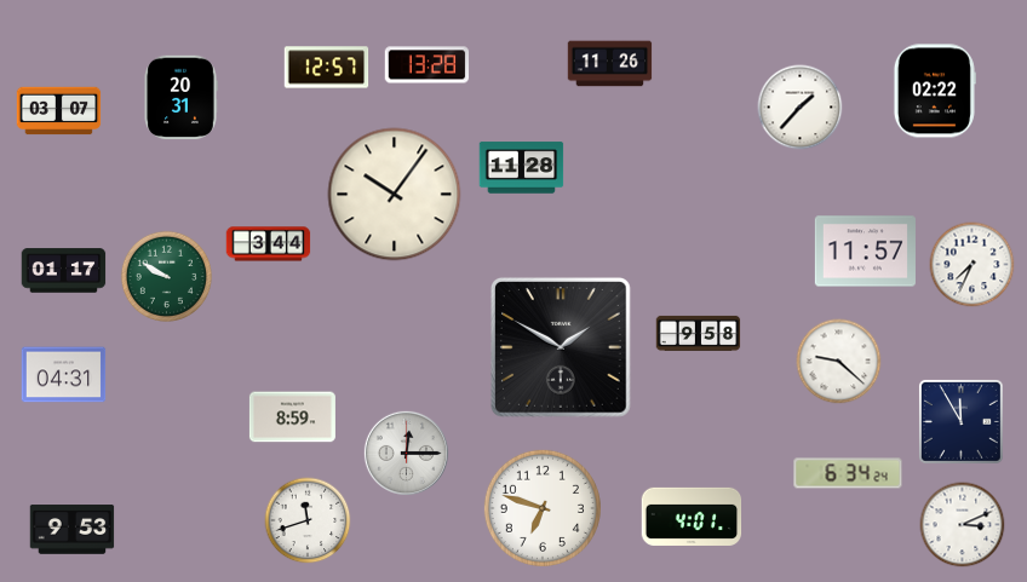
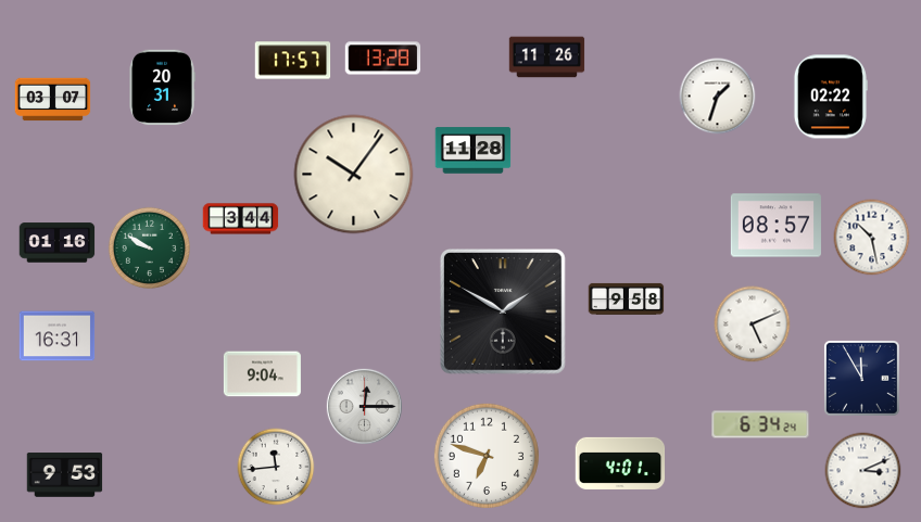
clock at (327, 68): 12:57 -> 17:57
clock at (934, 91) position: (934, 91) -> (830, 97)
clock at (801, 108): 1:37 -> 1:33
clock at (522, 168) position: (522, 168) -> (474, 151)
clock at (865, 252): 11:57 -> 08:57
clock at (973, 265): 7:34 -> 10:28
clock at (64, 271): 01:17 -> 01:16
clock at (839, 362): 9:22 -> 5:11
clock at (64, 375): 04:31 -> 16:31
clock at (292, 417): 8:59 -> 9:04
clock at (308, 520): 11:42 -> 11:44
